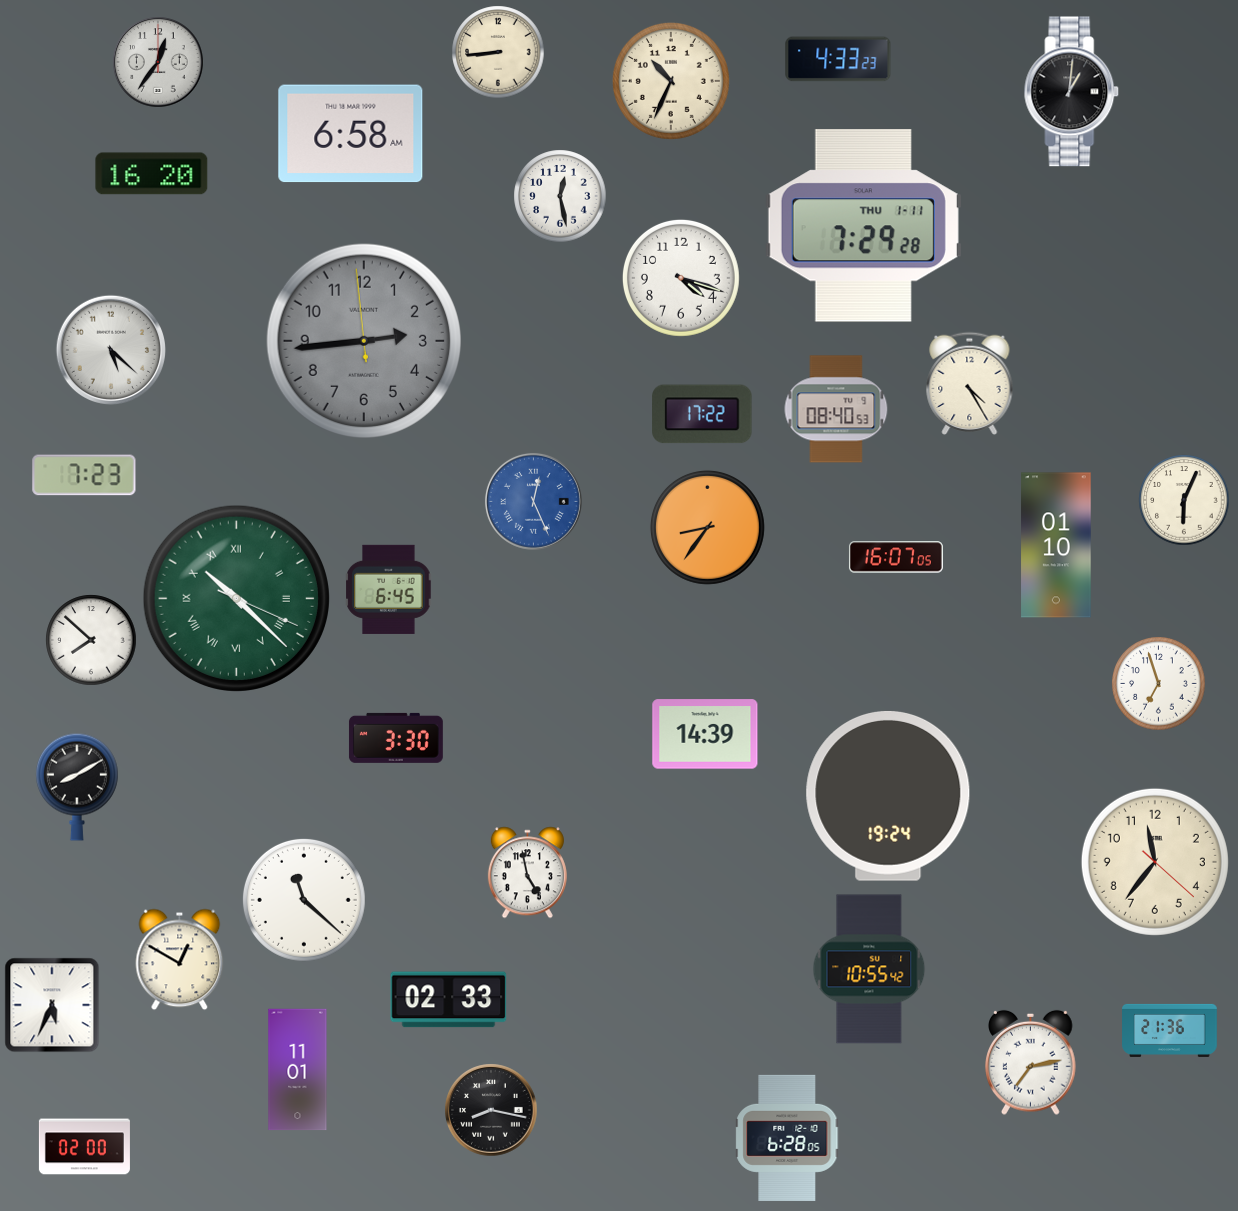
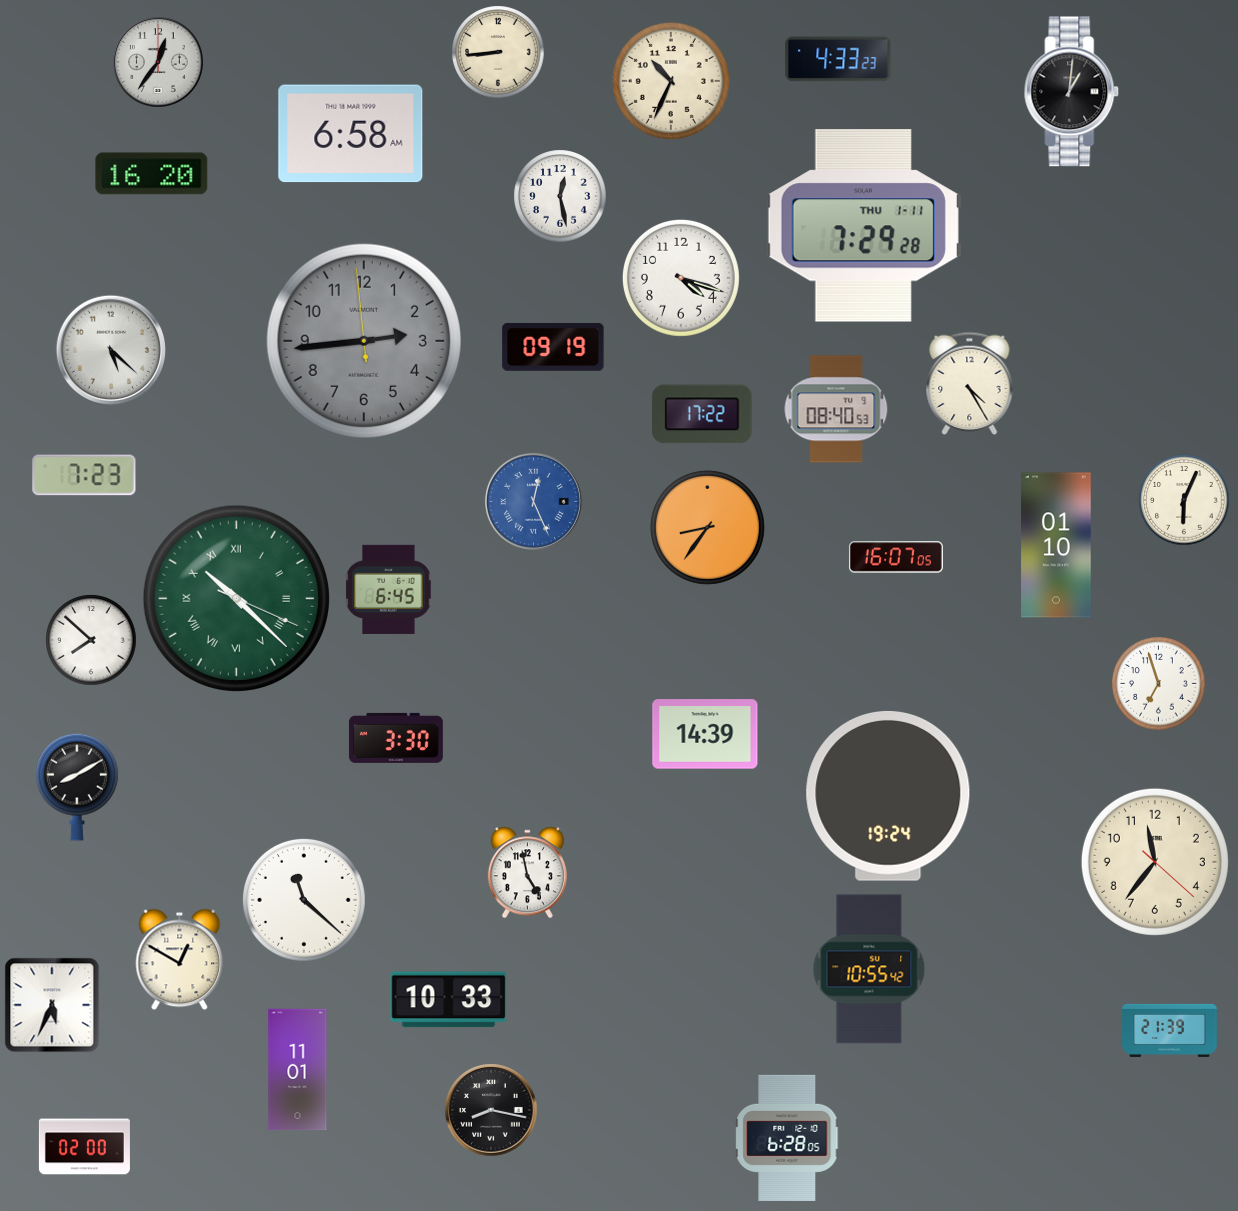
clock at (553, 347): none -> 09:19
clock at (449, 1000): 02:33 -> 10:33
clock at (1170, 1030): 21:36 -> 21:39
clock at (1031, 1062): 7:13 -> none
